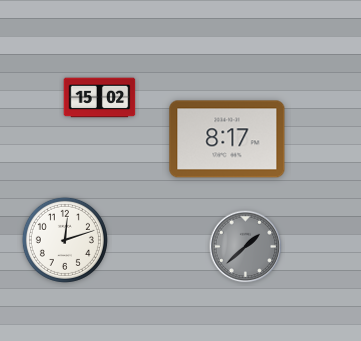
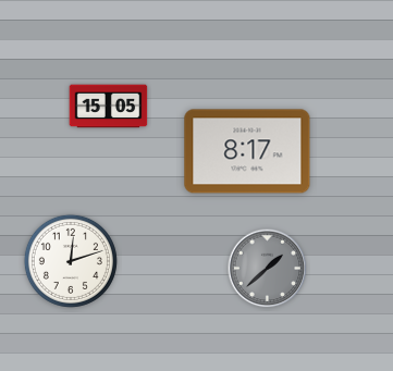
clock at (100, 98): 15:02 -> 15:05
